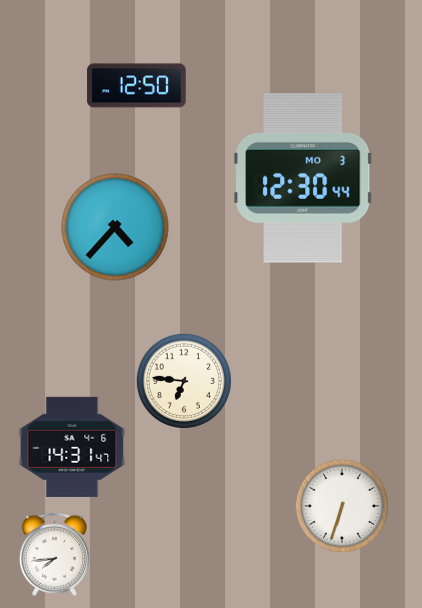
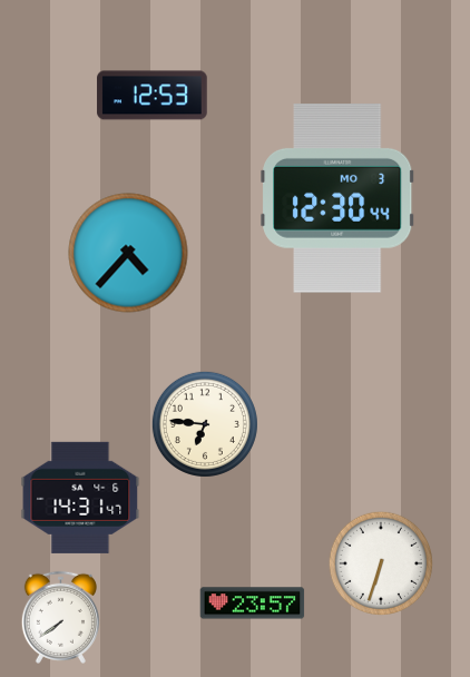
clock at (137, 86): 12:50 -> 12:53
clock at (253, 604): none -> 23:57
clock at (54, 554): 7:44 -> 7:39
